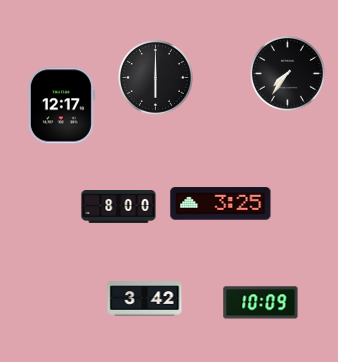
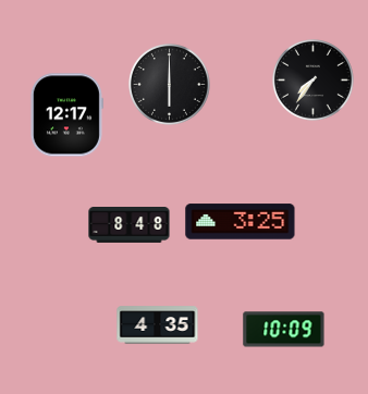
clock at (119, 207): 8:00 -> 8:48
clock at (145, 299): 3:42 -> 4:35
